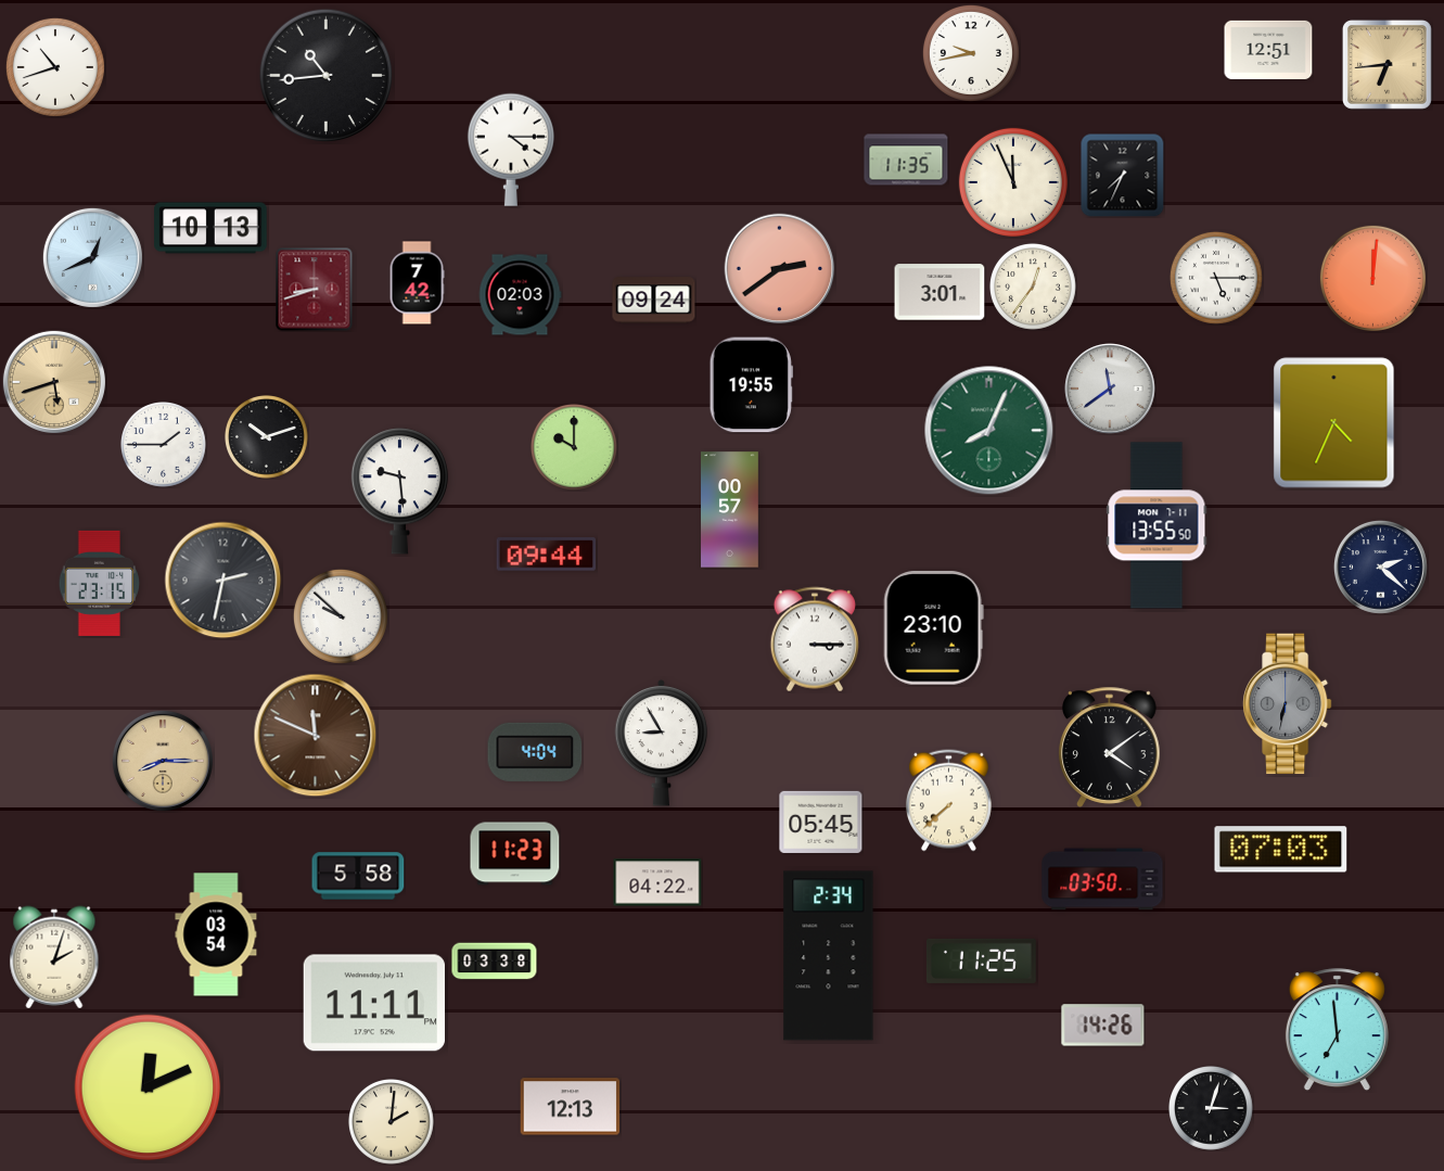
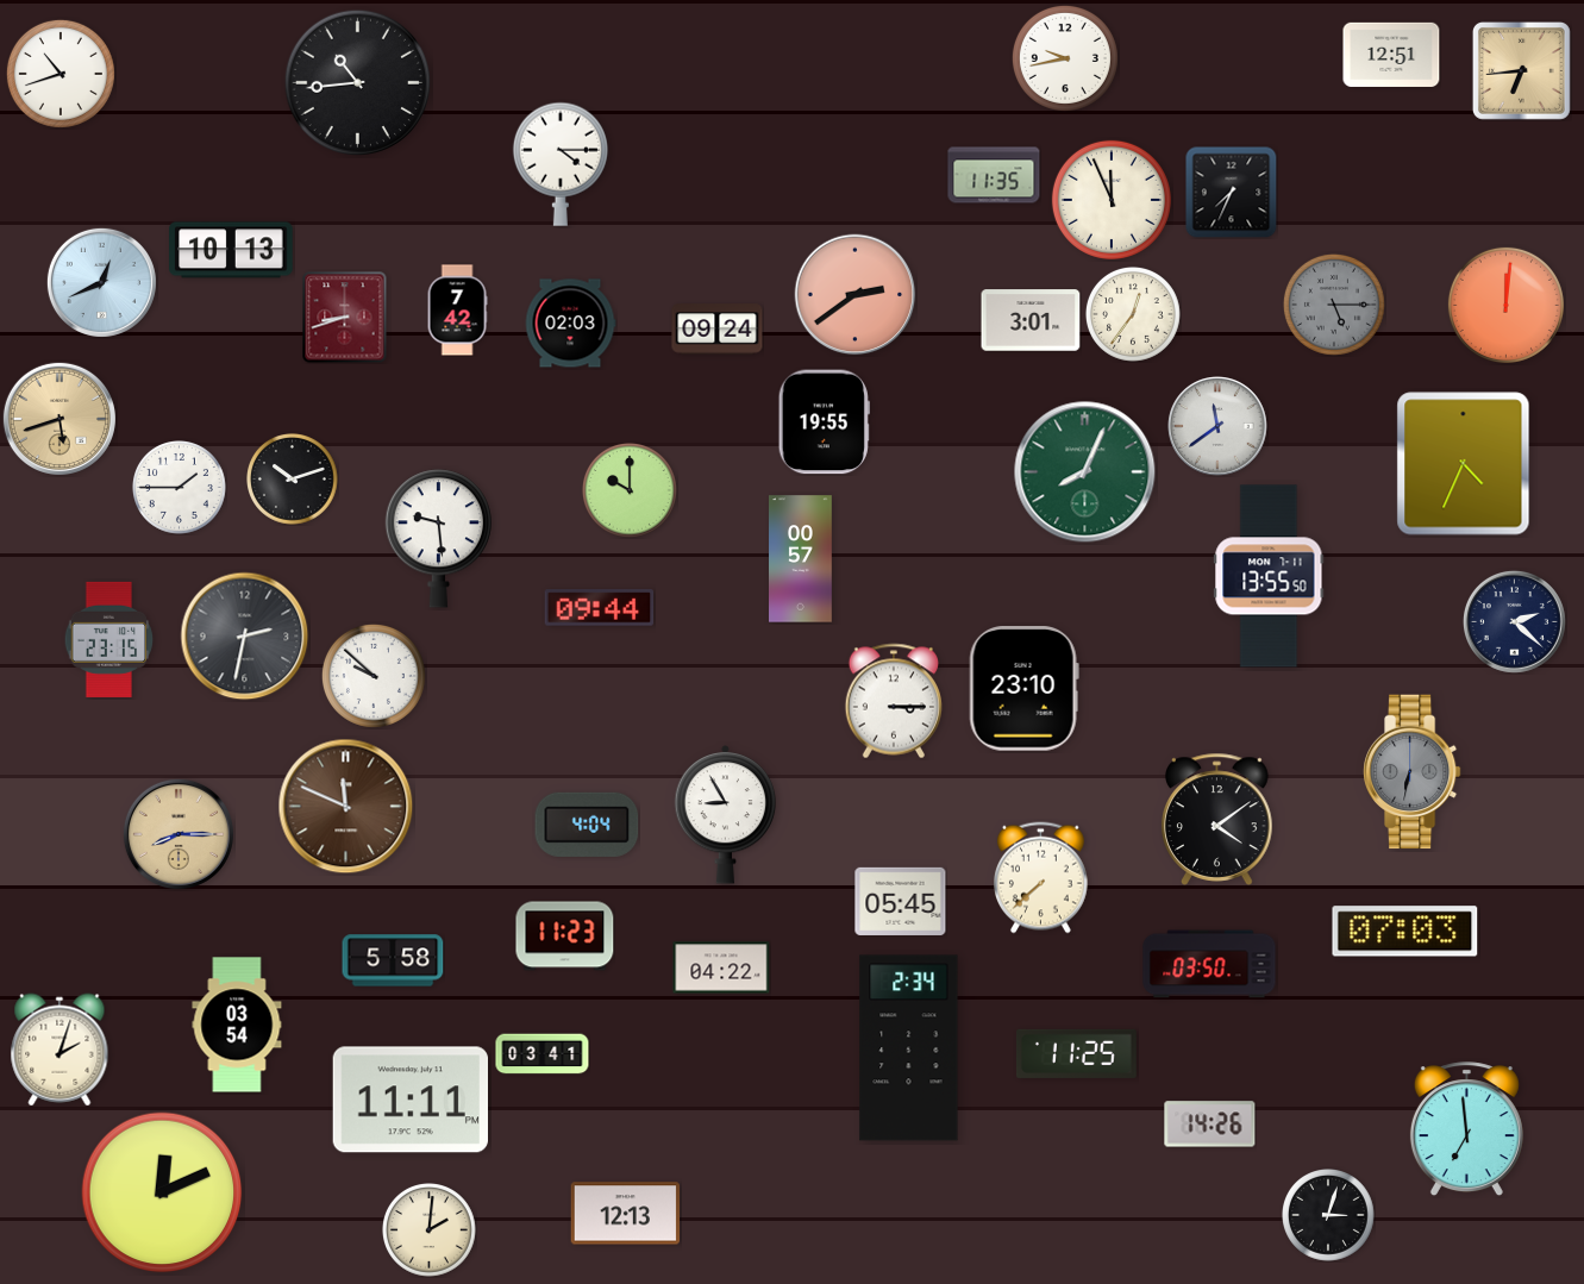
clock at (1216, 278) dial: white -> grey
clock at (495, 962): 03:38 -> 03:41
